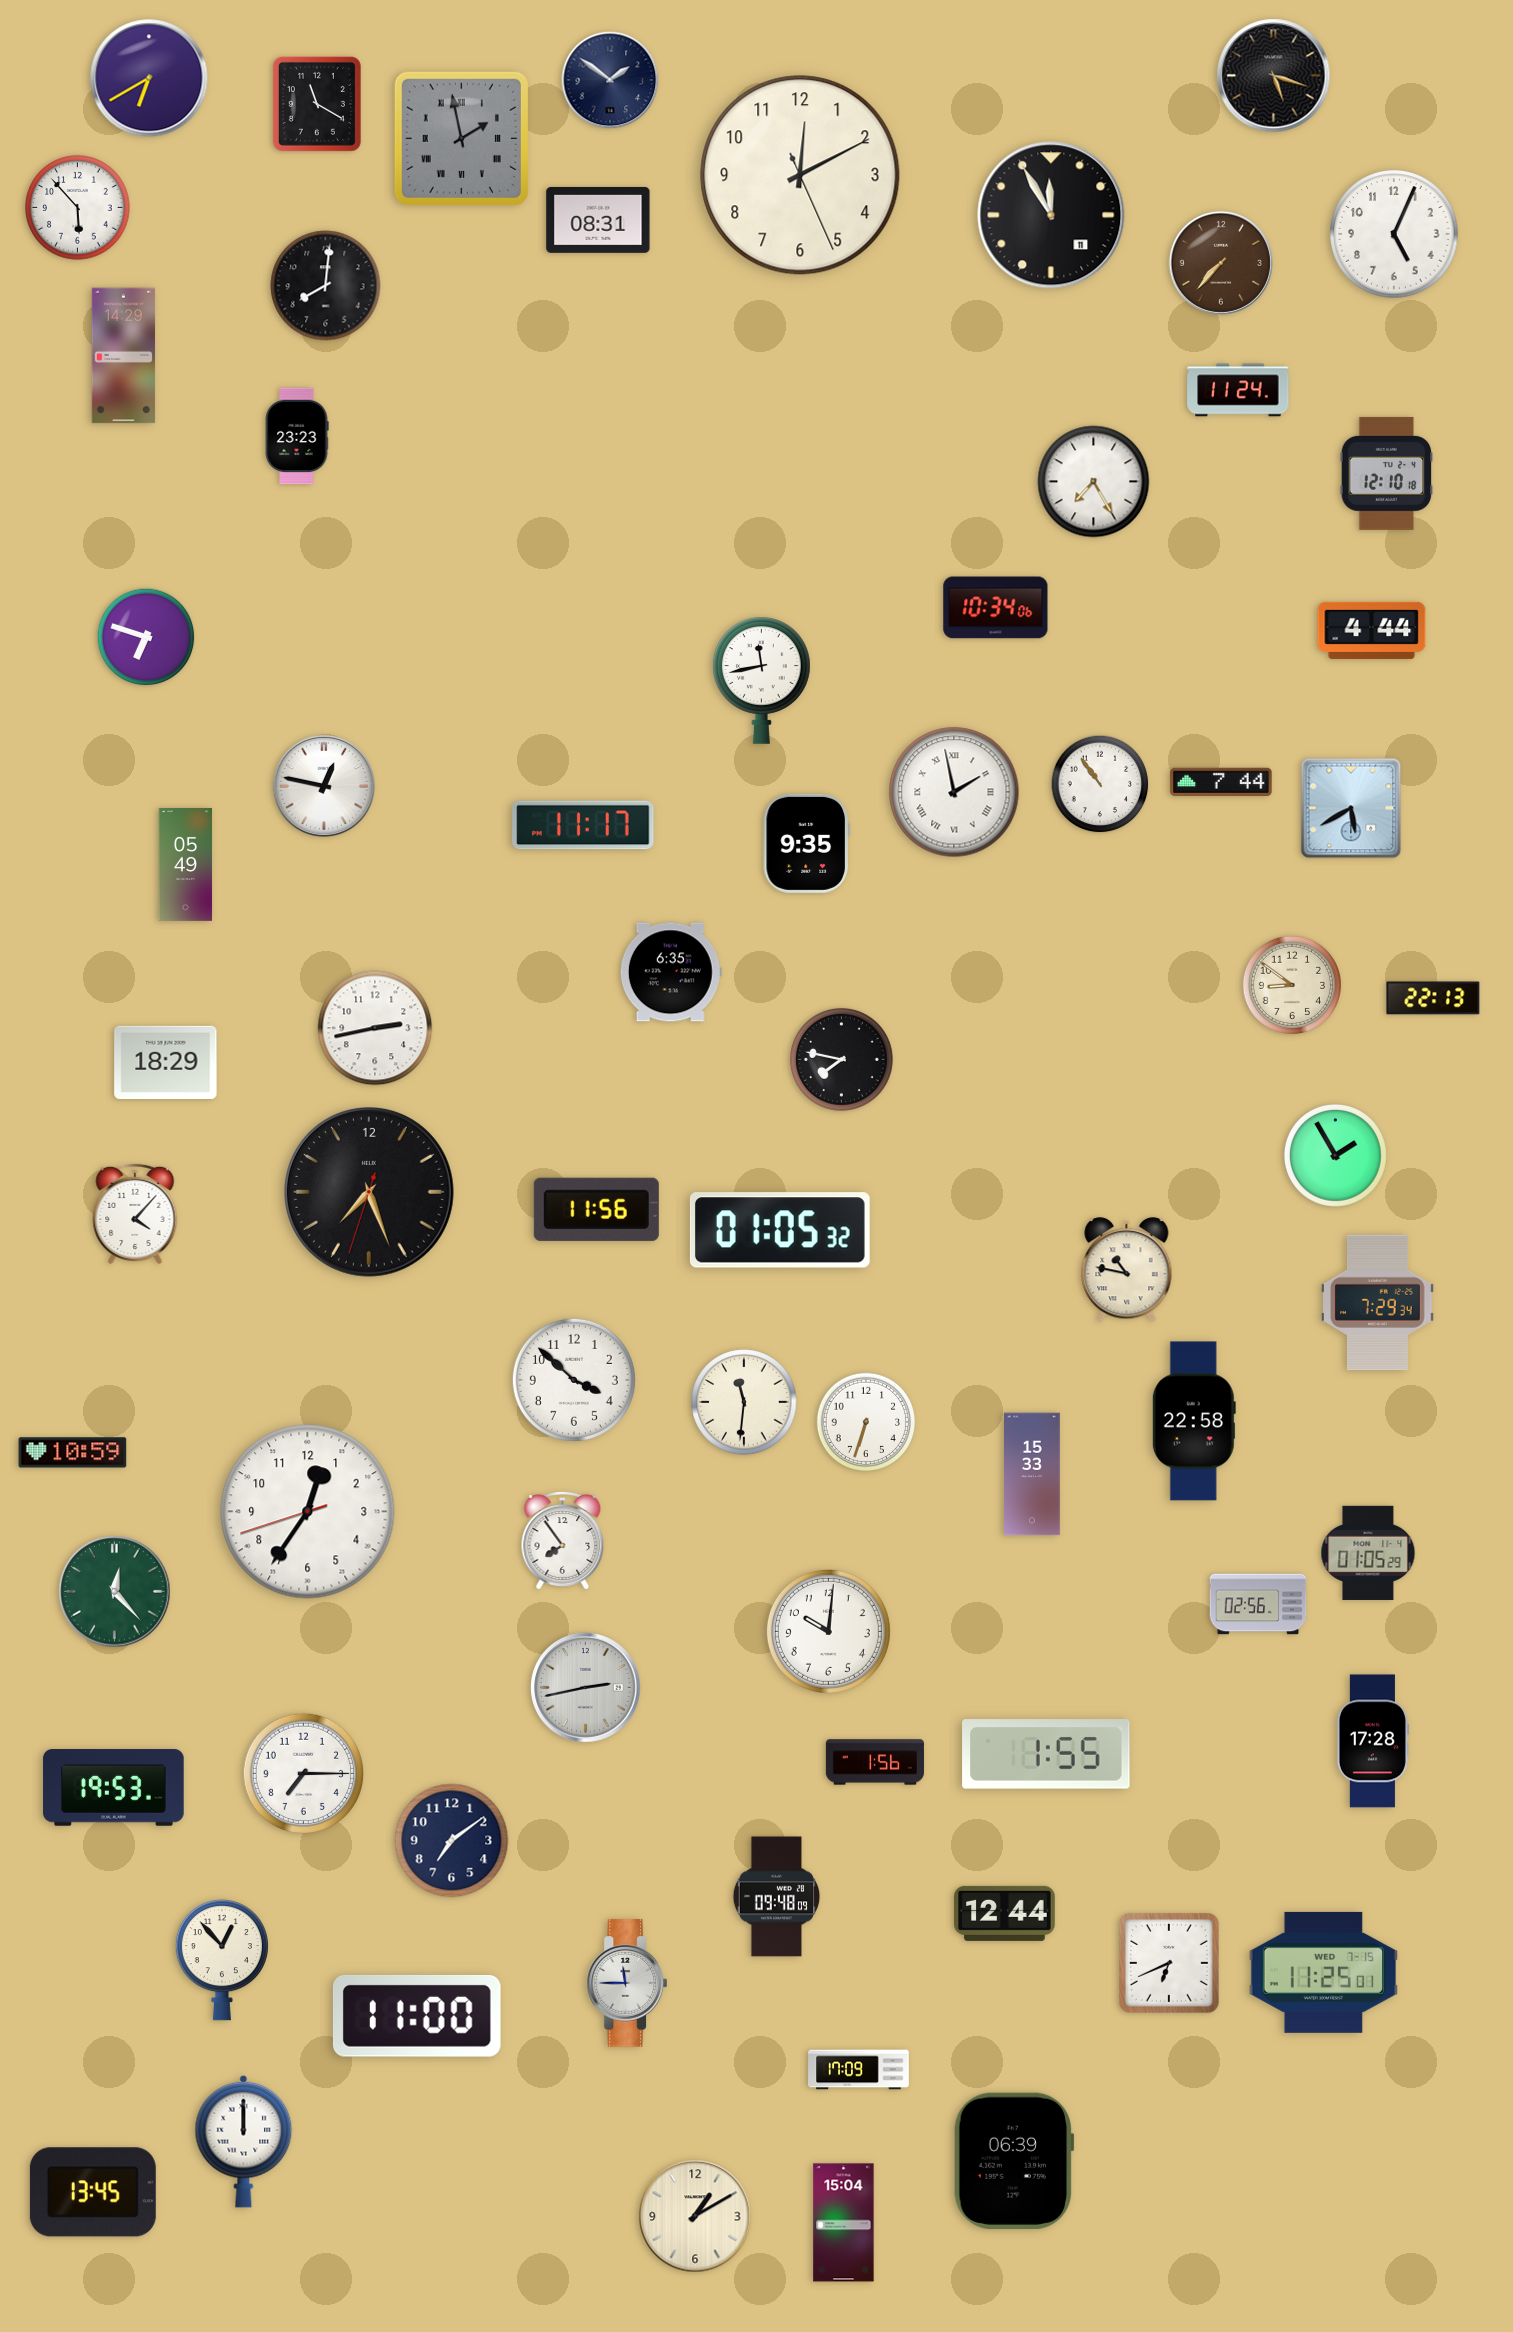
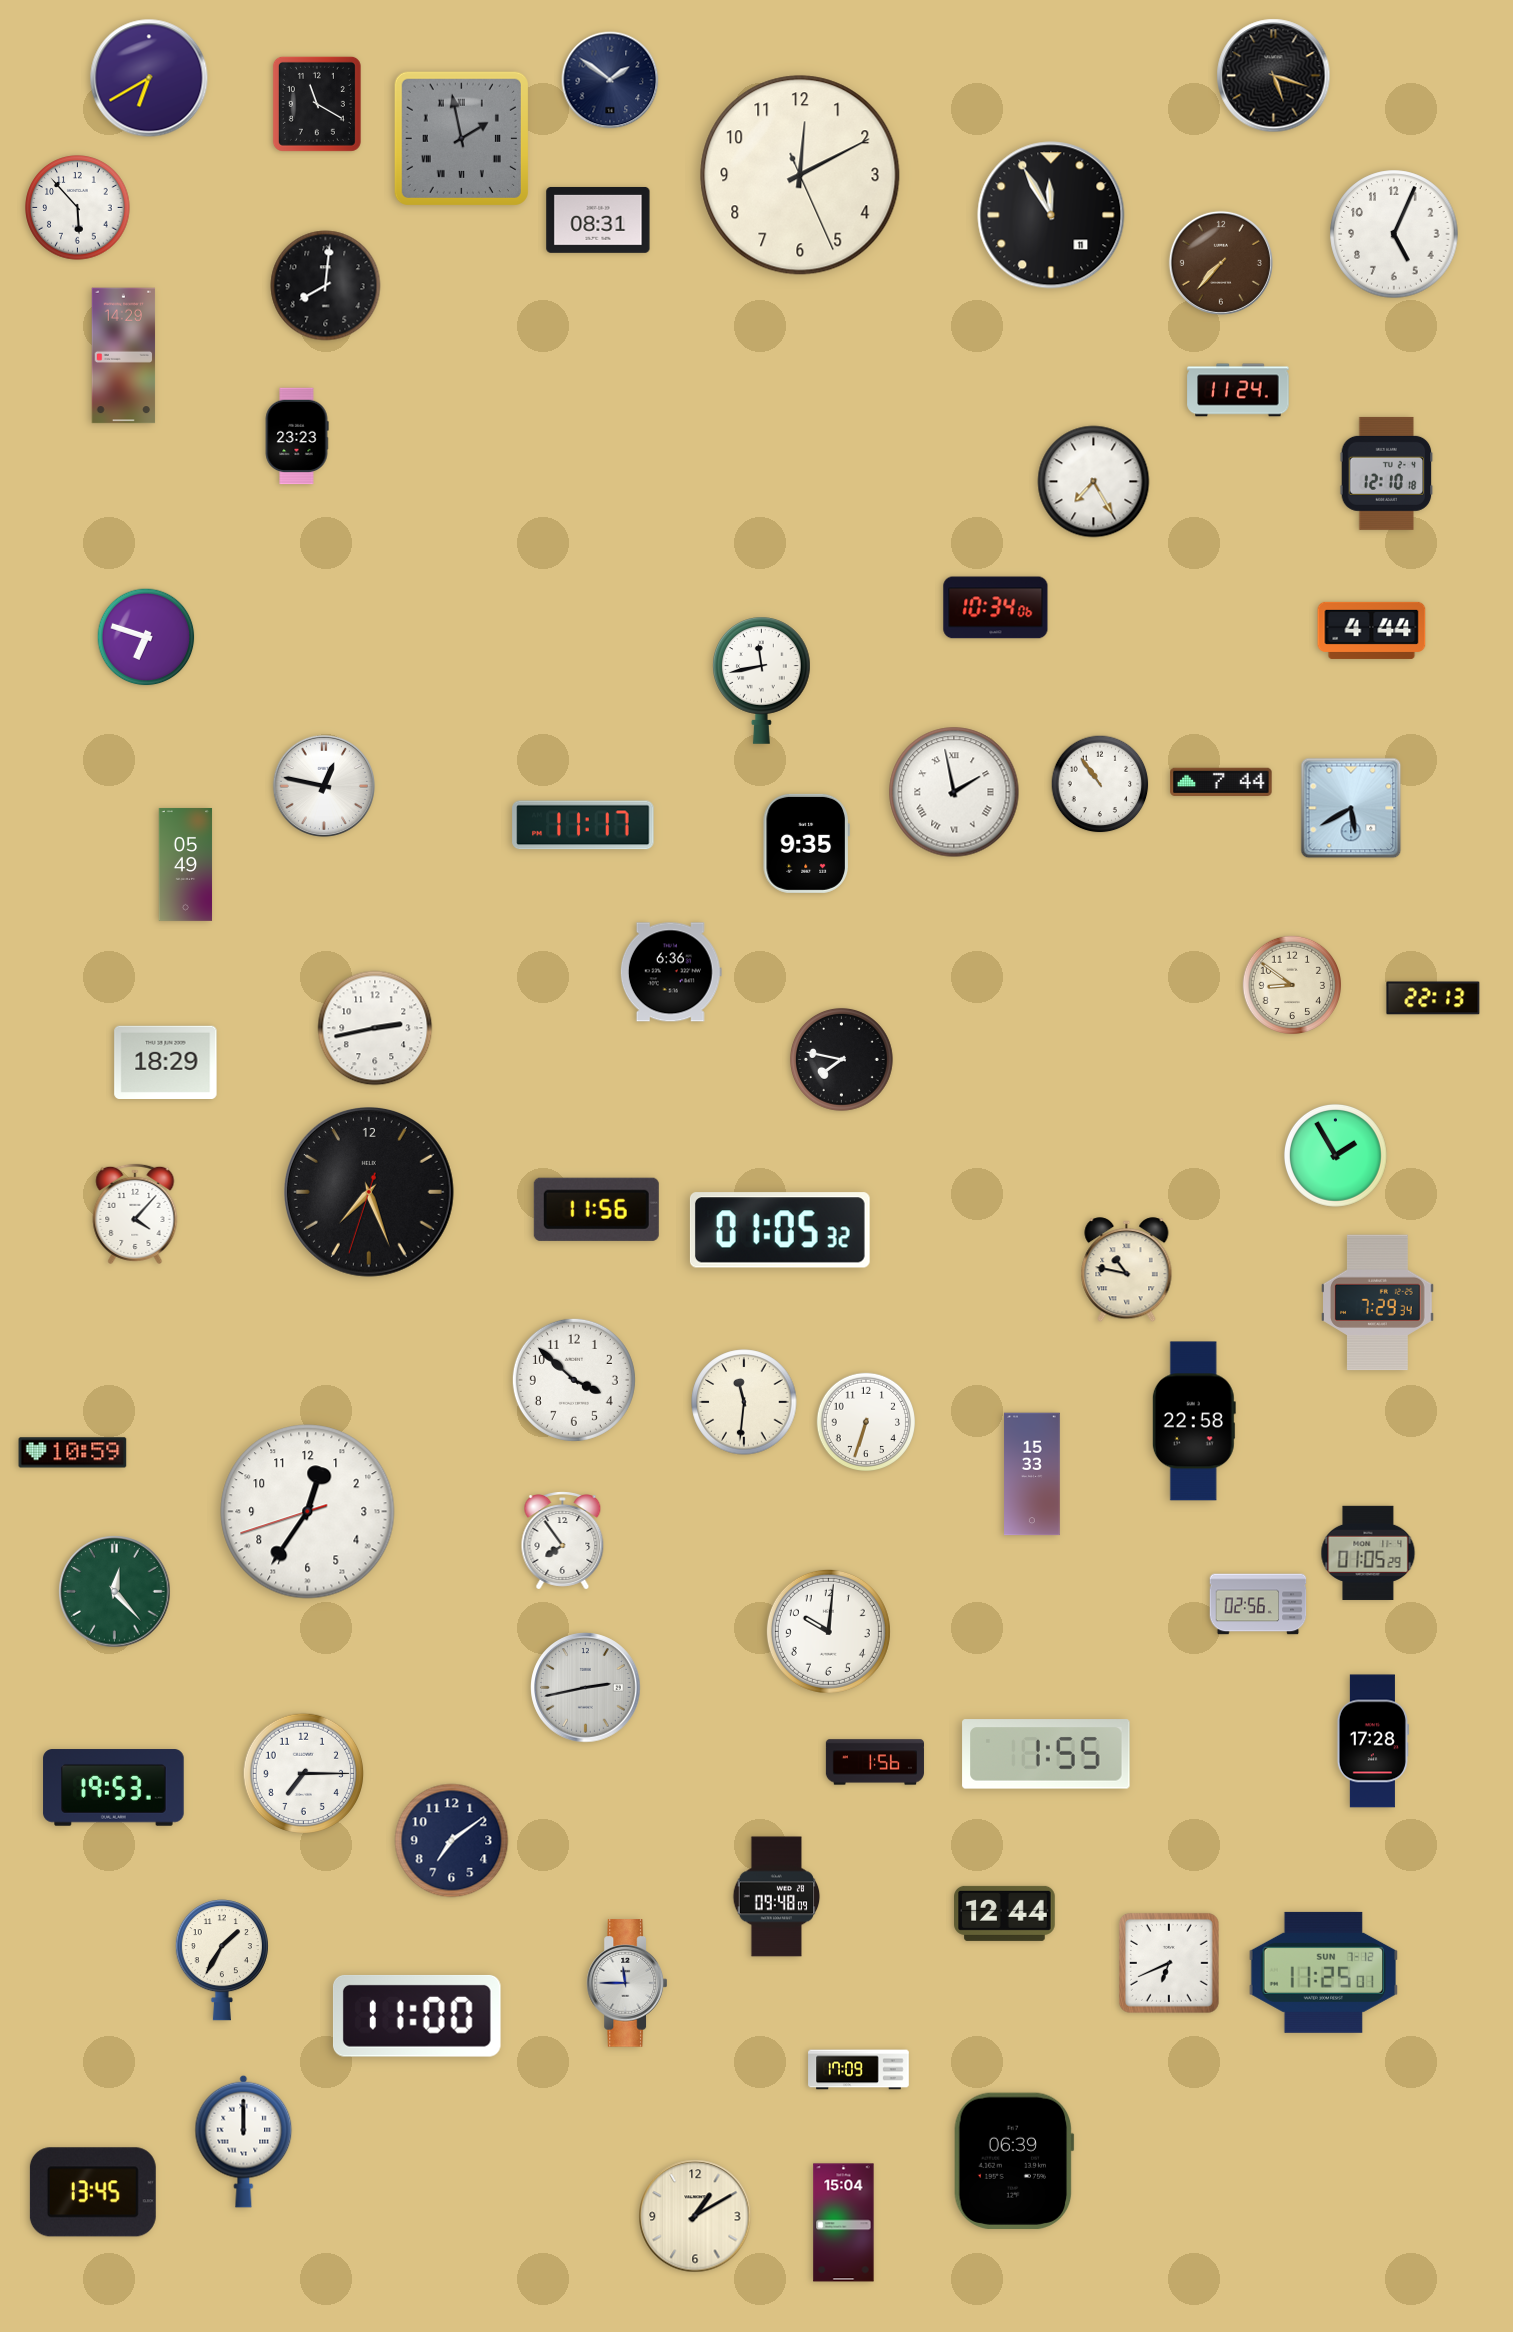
clock at (671, 972): 6:35 -> 6:36
clock at (222, 1960): 12:53 -> 1:35
clock at (1323, 1972) date: WED 7-15 -> SUN 7-12
